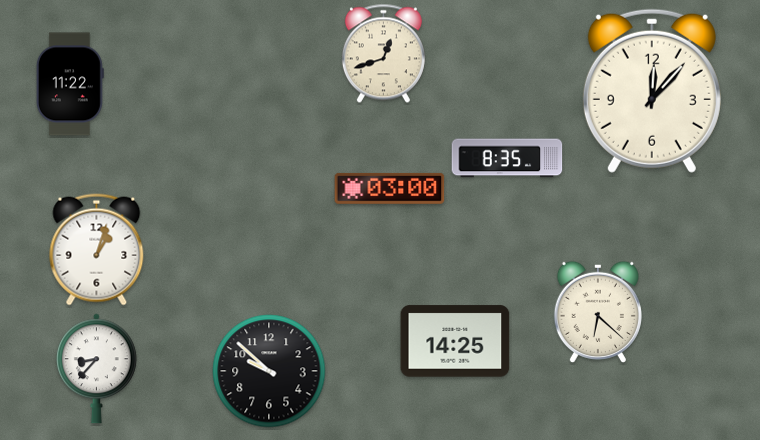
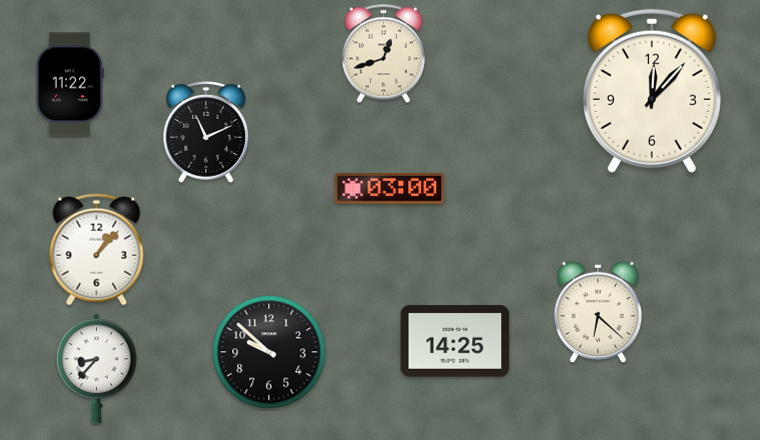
clock at (206, 133): none -> 11:11
clock at (507, 158): 8:35 -> none
clock at (97, 250): 1:03 -> 1:07
clock at (269, 371) position: (269, 371) -> (269, 352)
